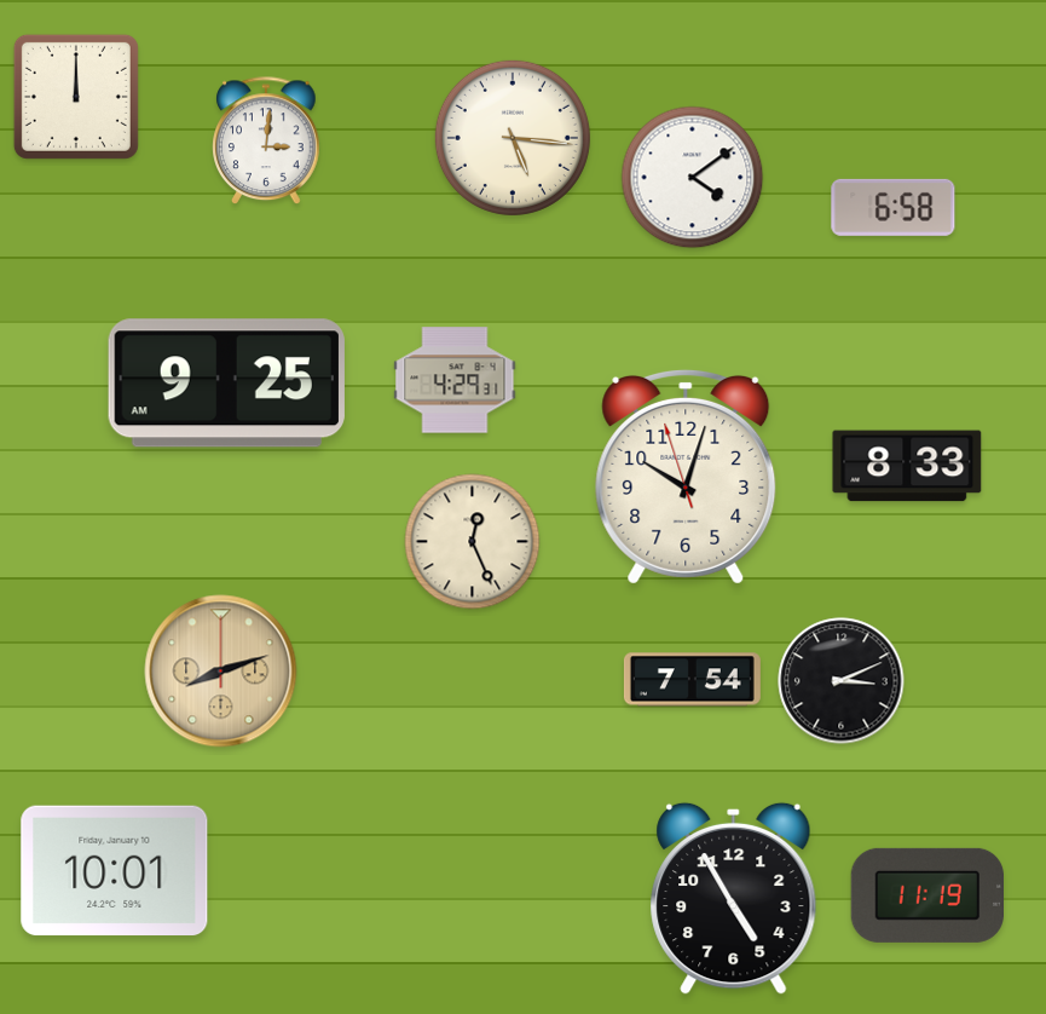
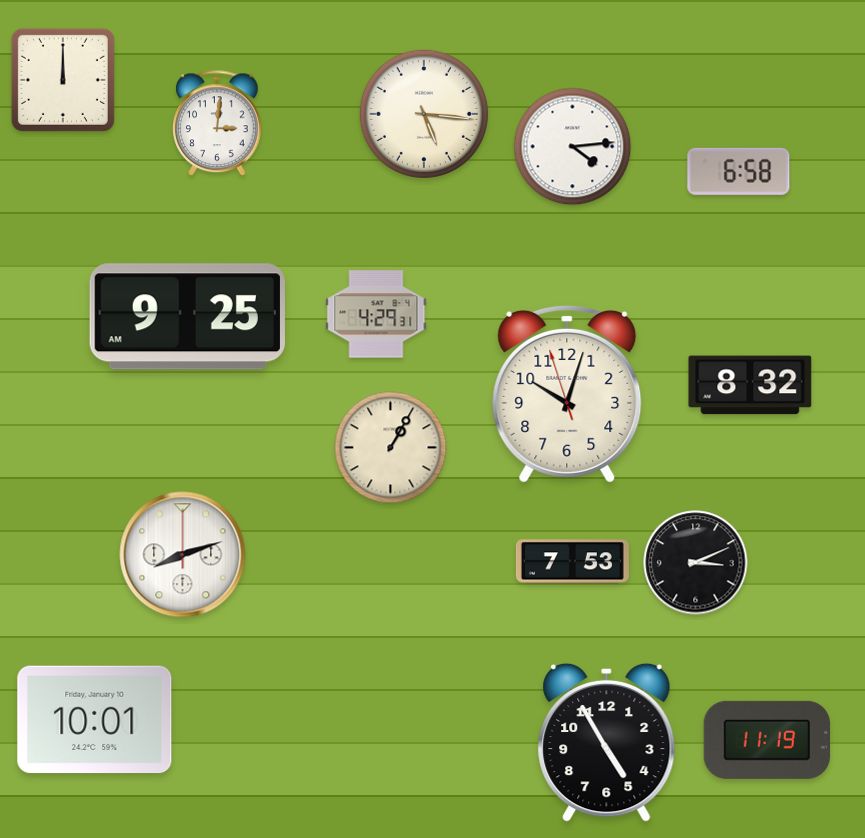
clock at (266, 142) position: (266, 142) -> (217, 124)
clock at (693, 178): 4:09 -> 4:14
clock at (907, 466): 8:33 -> 8:32
clock at (473, 542): 12:26 -> 1:05
clock at (221, 672) dial: champagne -> white
clock at (692, 680): 7:54 -> 7:53
